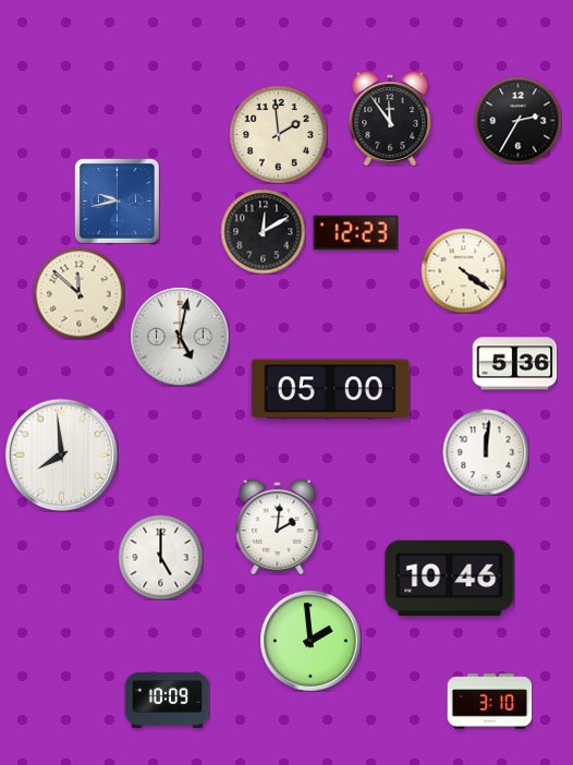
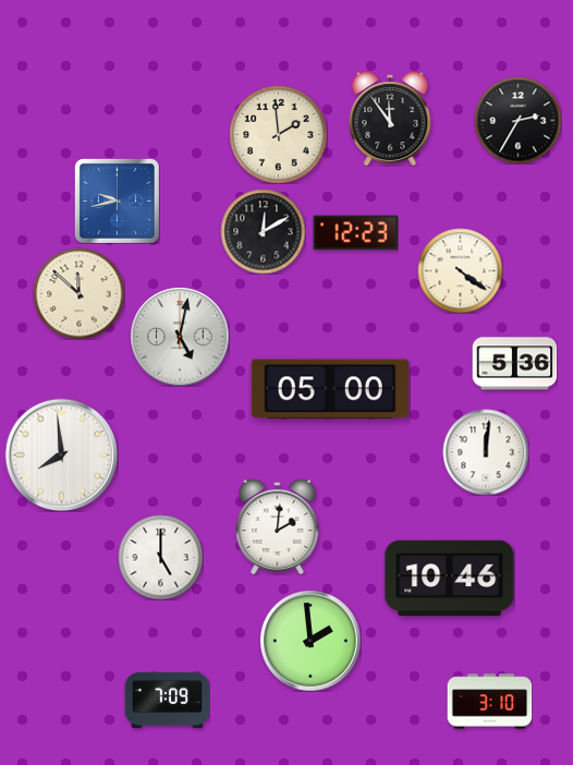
clock at (463, 270) position: (463, 270) -> (460, 270)
clock at (167, 700): 10:09 -> 7:09
